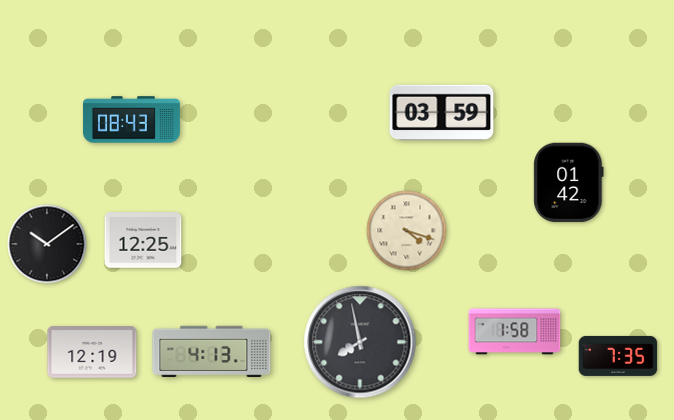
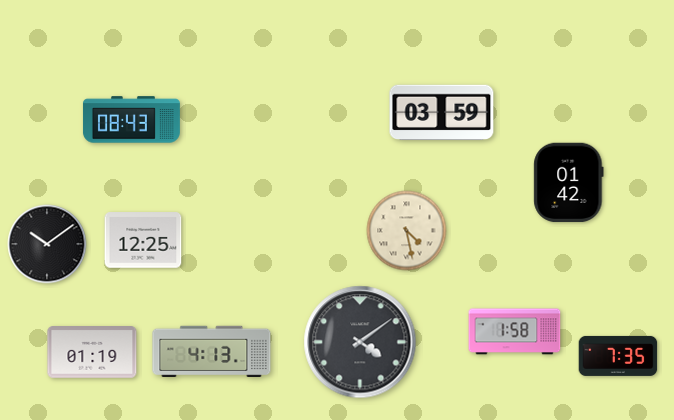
clock at (407, 231): 4:18 -> 4:28
clock at (360, 342): 7:58 -> 4:09
clock at (92, 352): 12:19 -> 01:19
